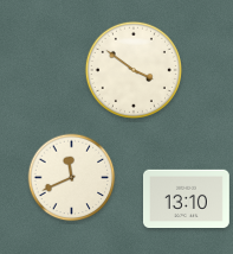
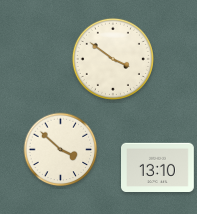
clock at (72, 178): 11:41 -> 3:52
